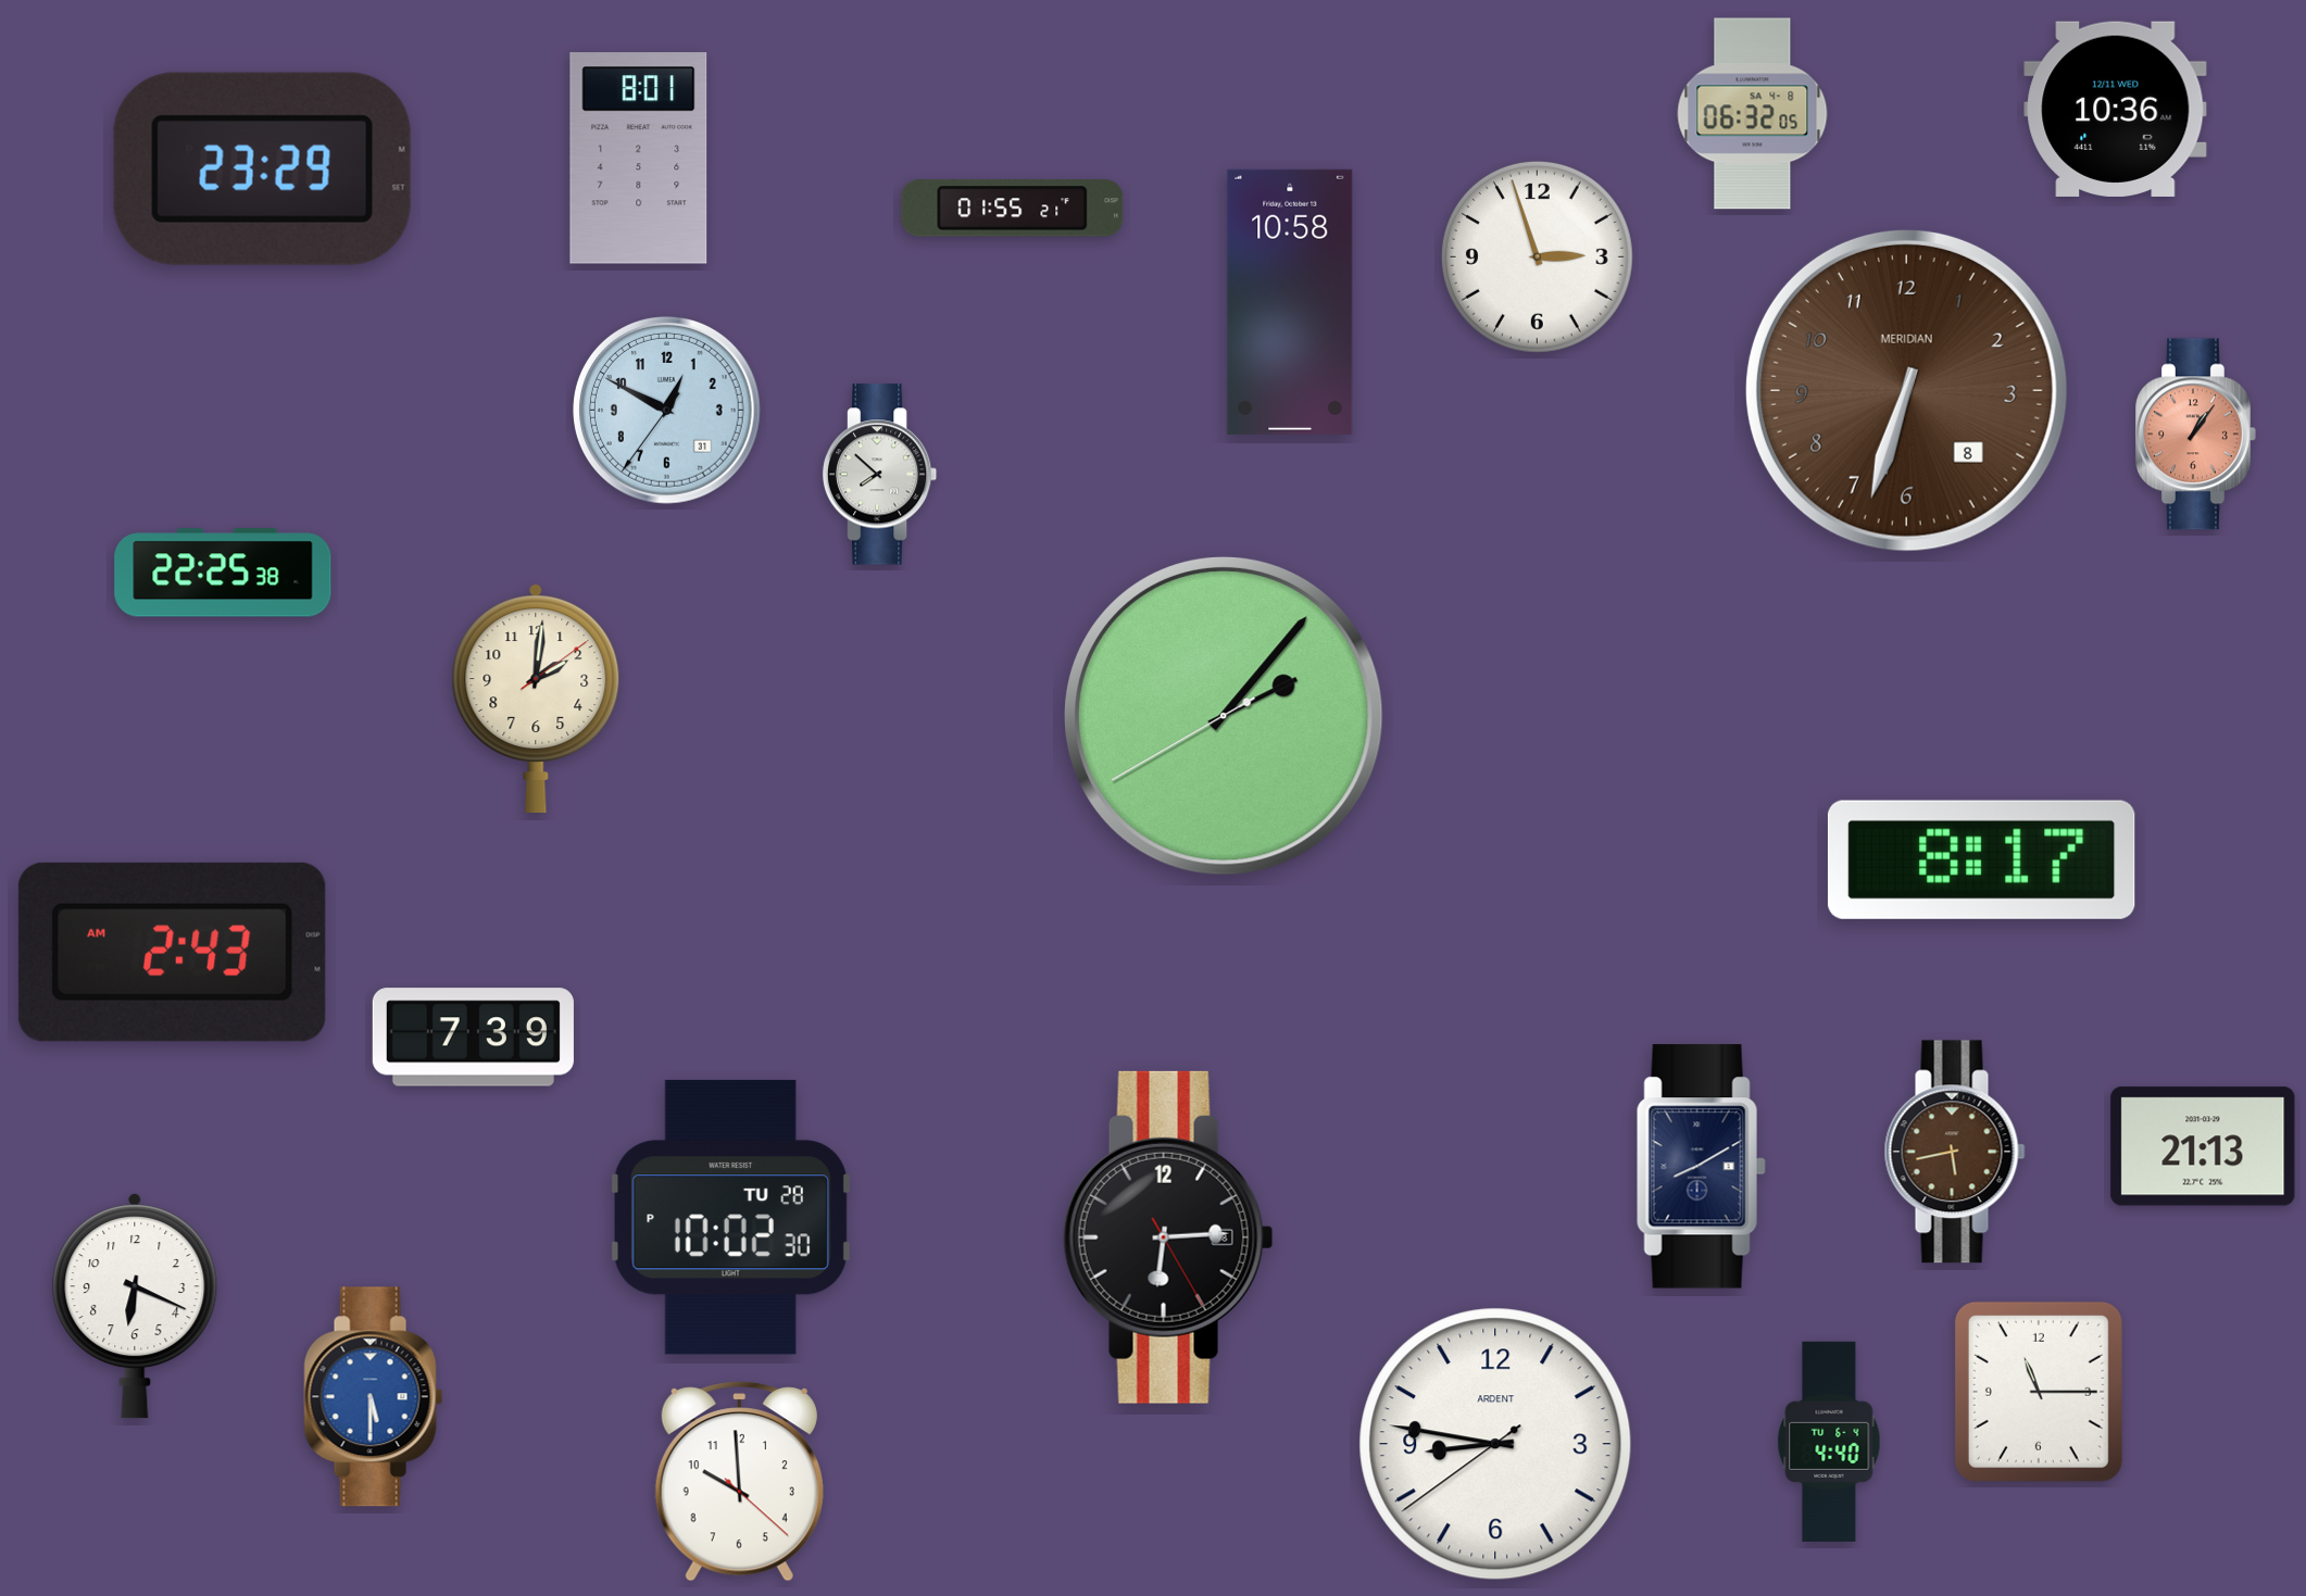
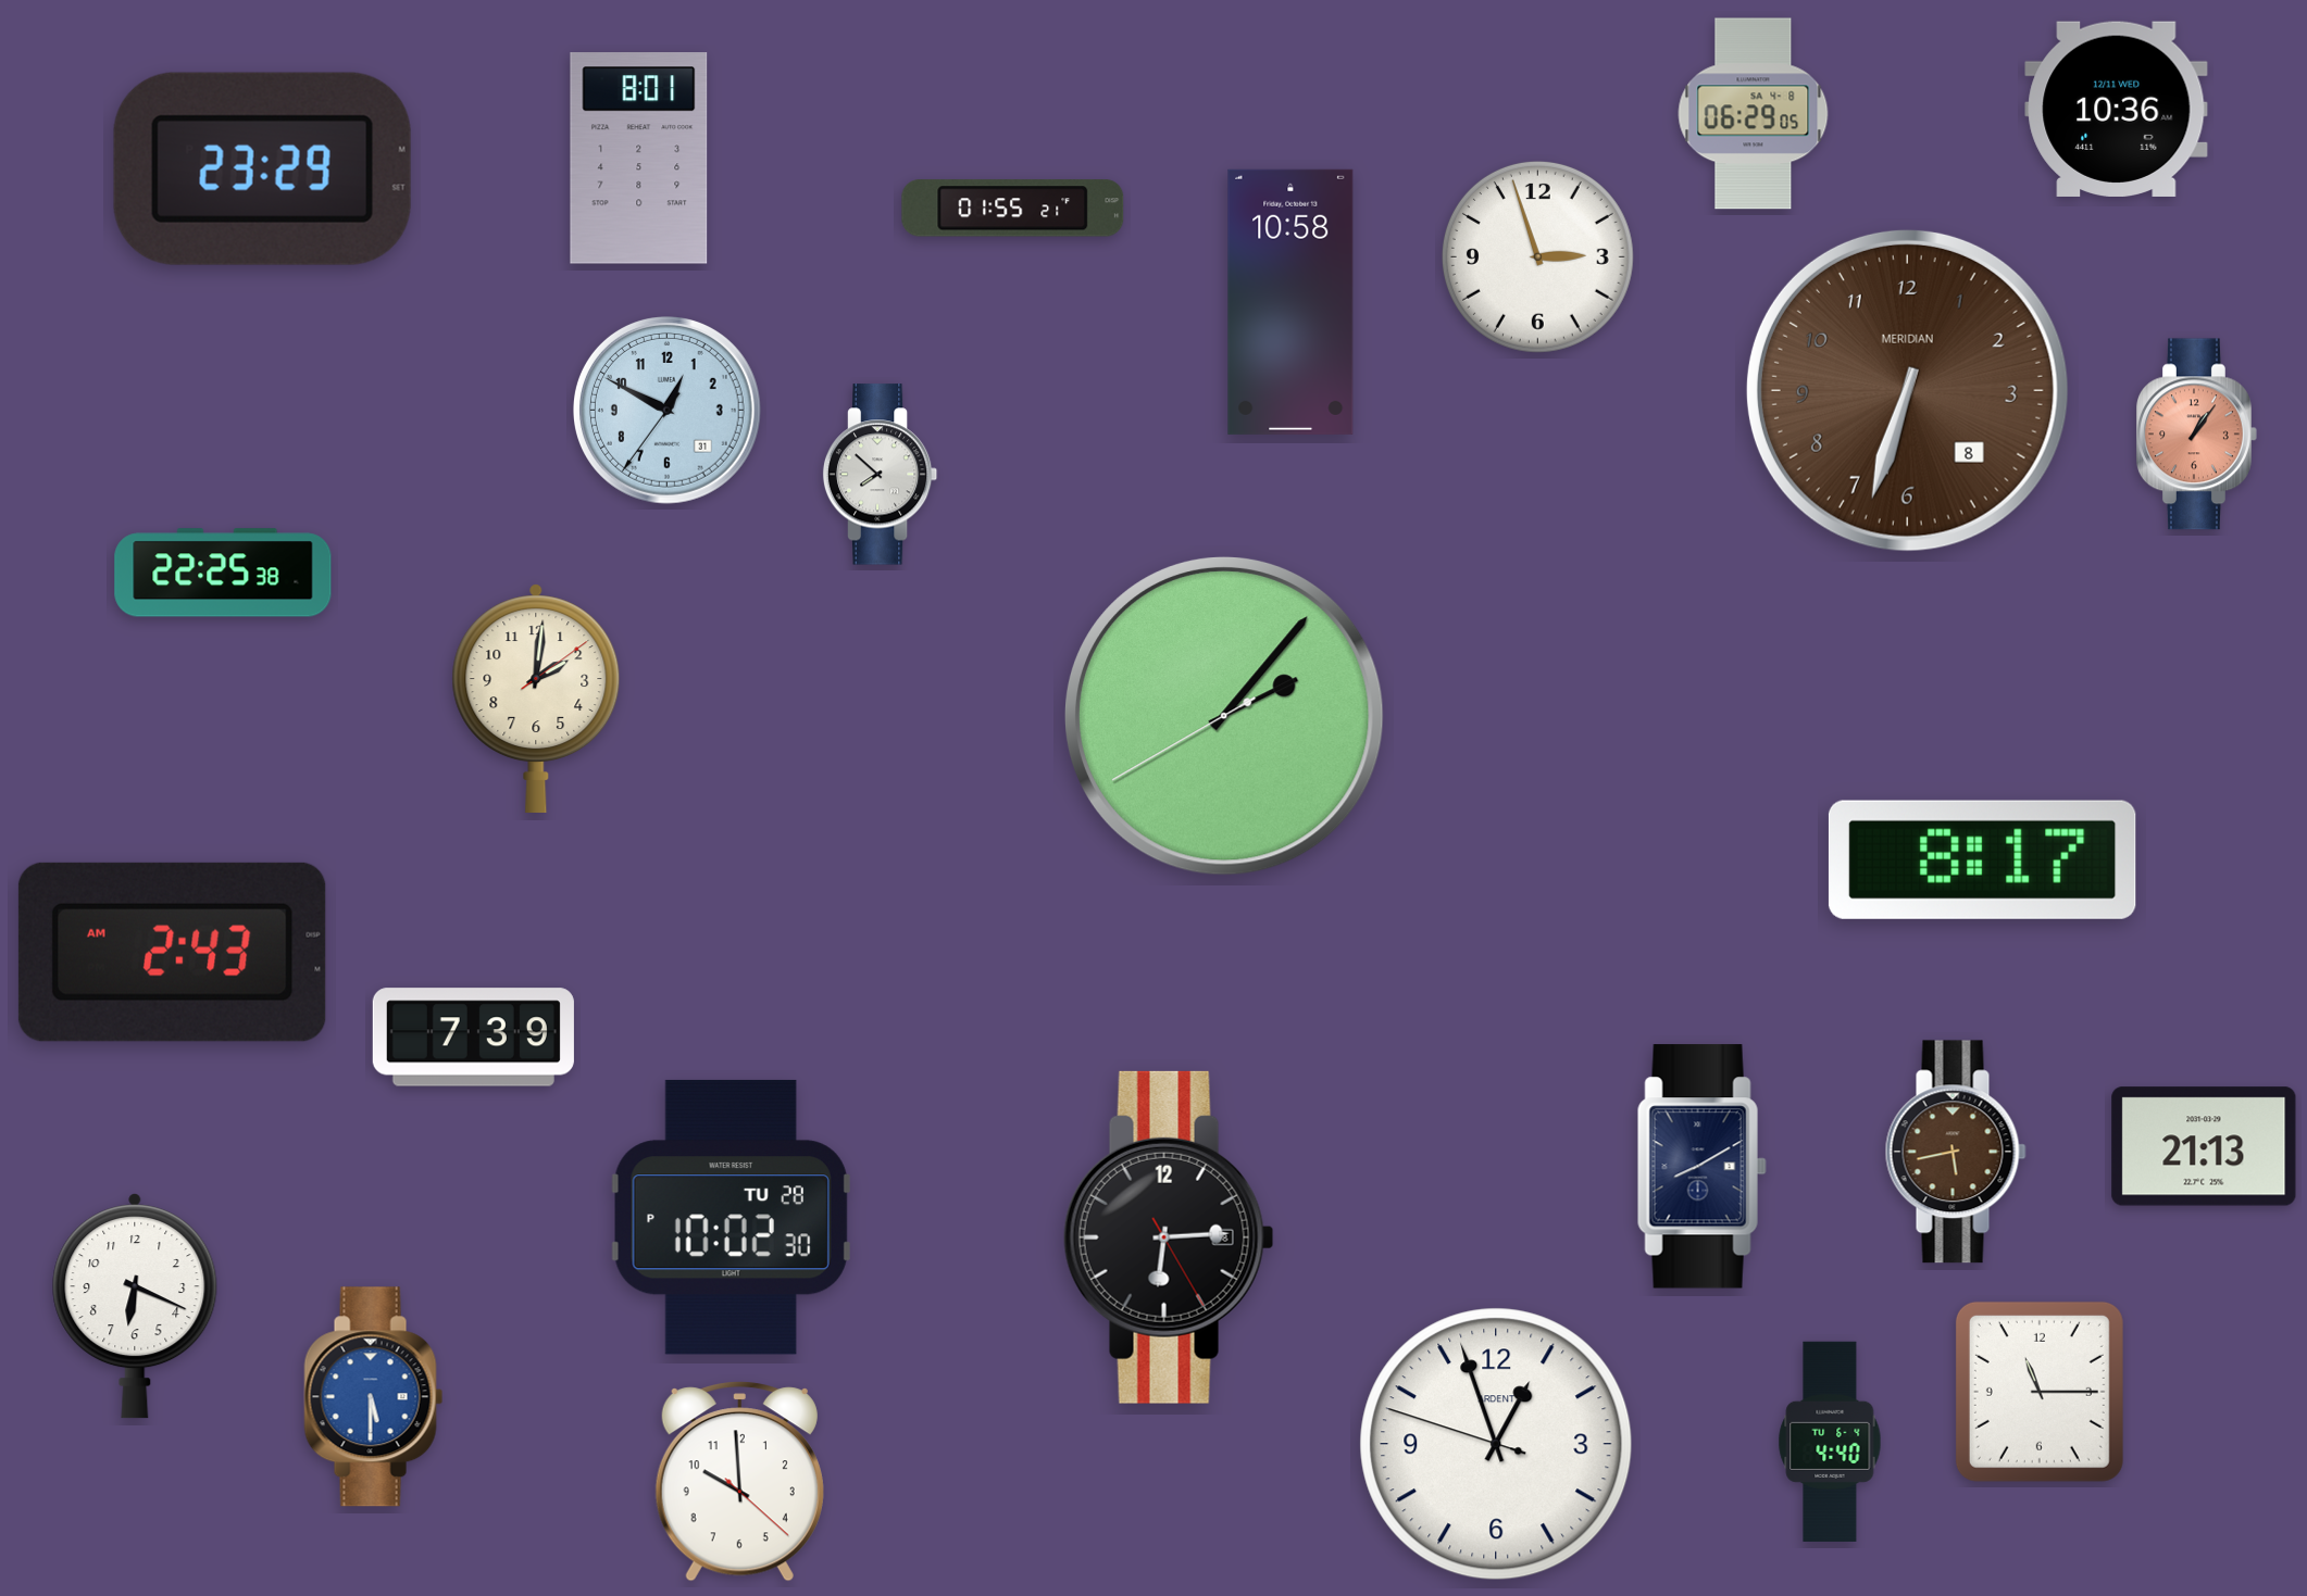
clock at (1753, 114): 06:32 -> 06:29
clock at (1495, 1444): 8:46 -> 12:56
